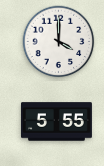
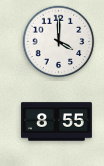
clock at (56, 122): 5:55 -> 8:55
